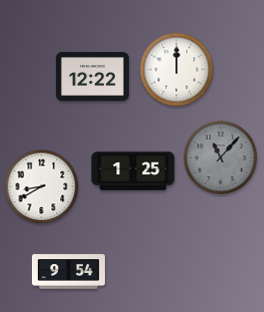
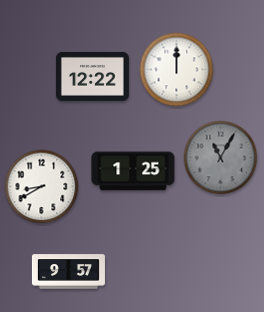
clock at (221, 158): 11:07 -> 11:05
clock at (68, 272): 9:54 -> 9:57
